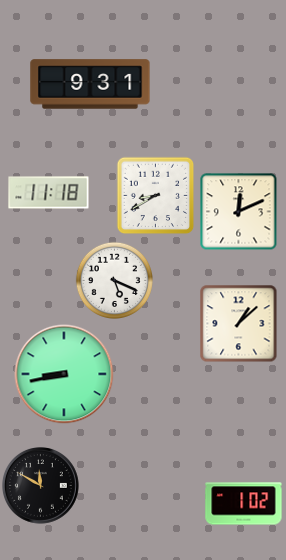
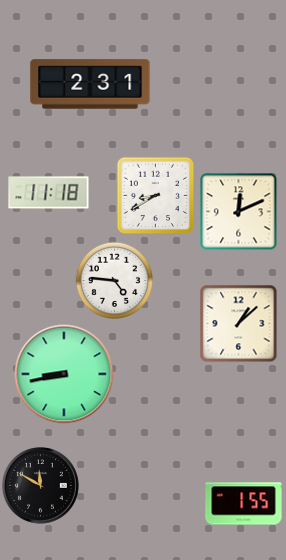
clock at (90, 84): 9:31 -> 2:31
clock at (114, 280): 5:19 -> 4:46
clock at (244, 504): 1:02 -> 1:55
